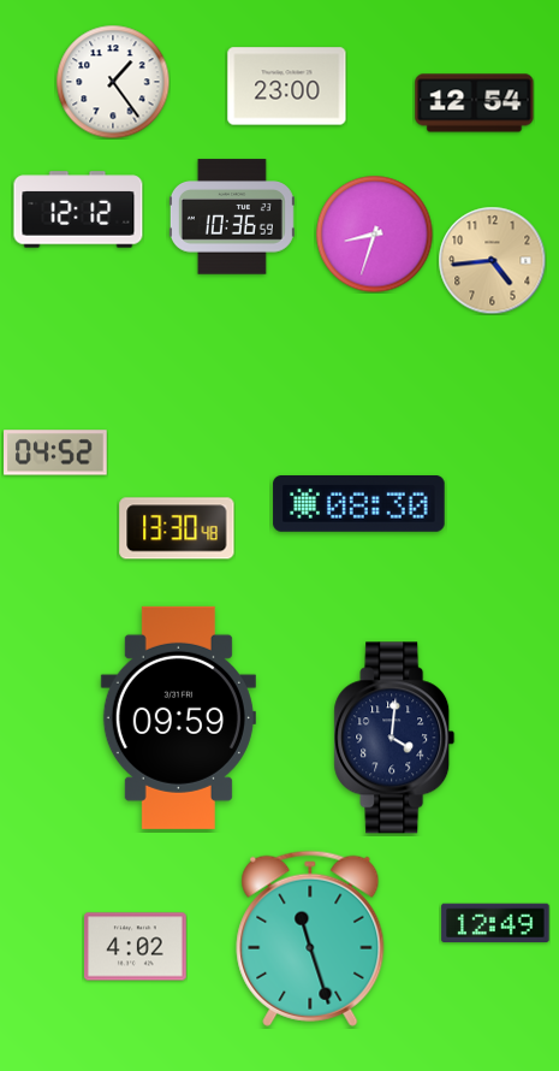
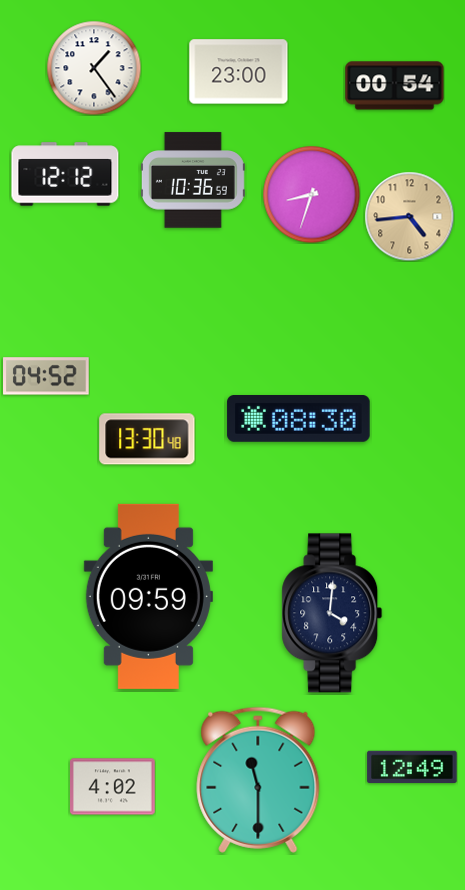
clock at (475, 103): 12:54 -> 00:54
clock at (394, 738) position: (394, 738) -> (332, 613)
clock at (310, 939): 11:27 -> 11:30
